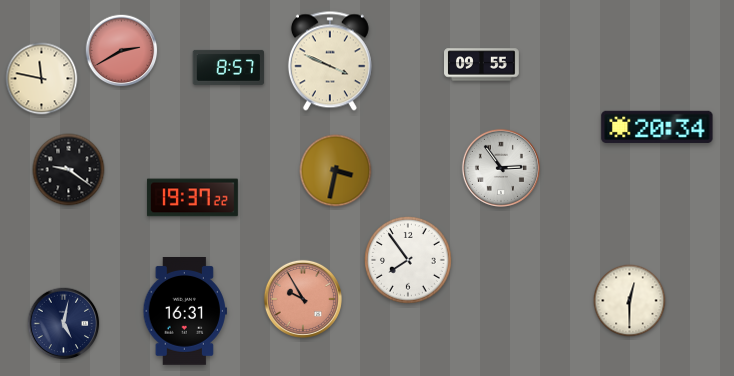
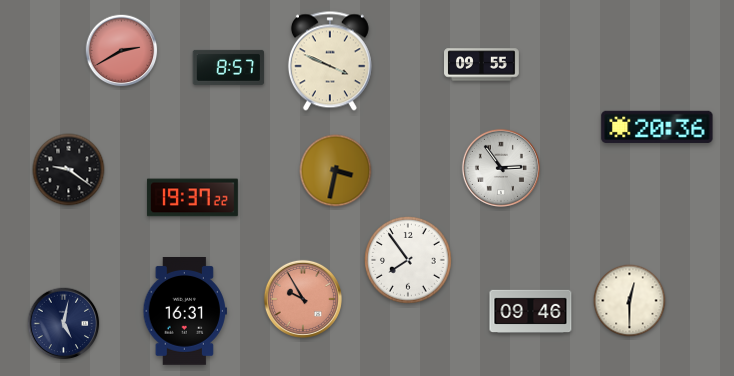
clock at (42, 79): 11:47 -> none
clock at (657, 127): 20:34 -> 20:36
clock at (531, 311): none -> 09:46
